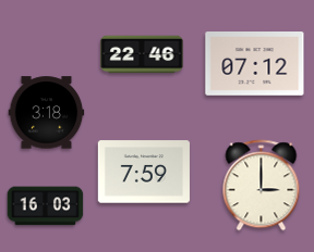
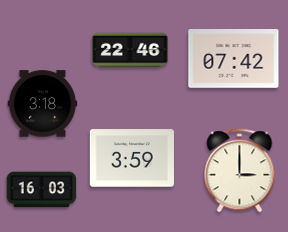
clock at (255, 64): 07:12 -> 07:42
clock at (144, 172): 7:59 -> 3:59
